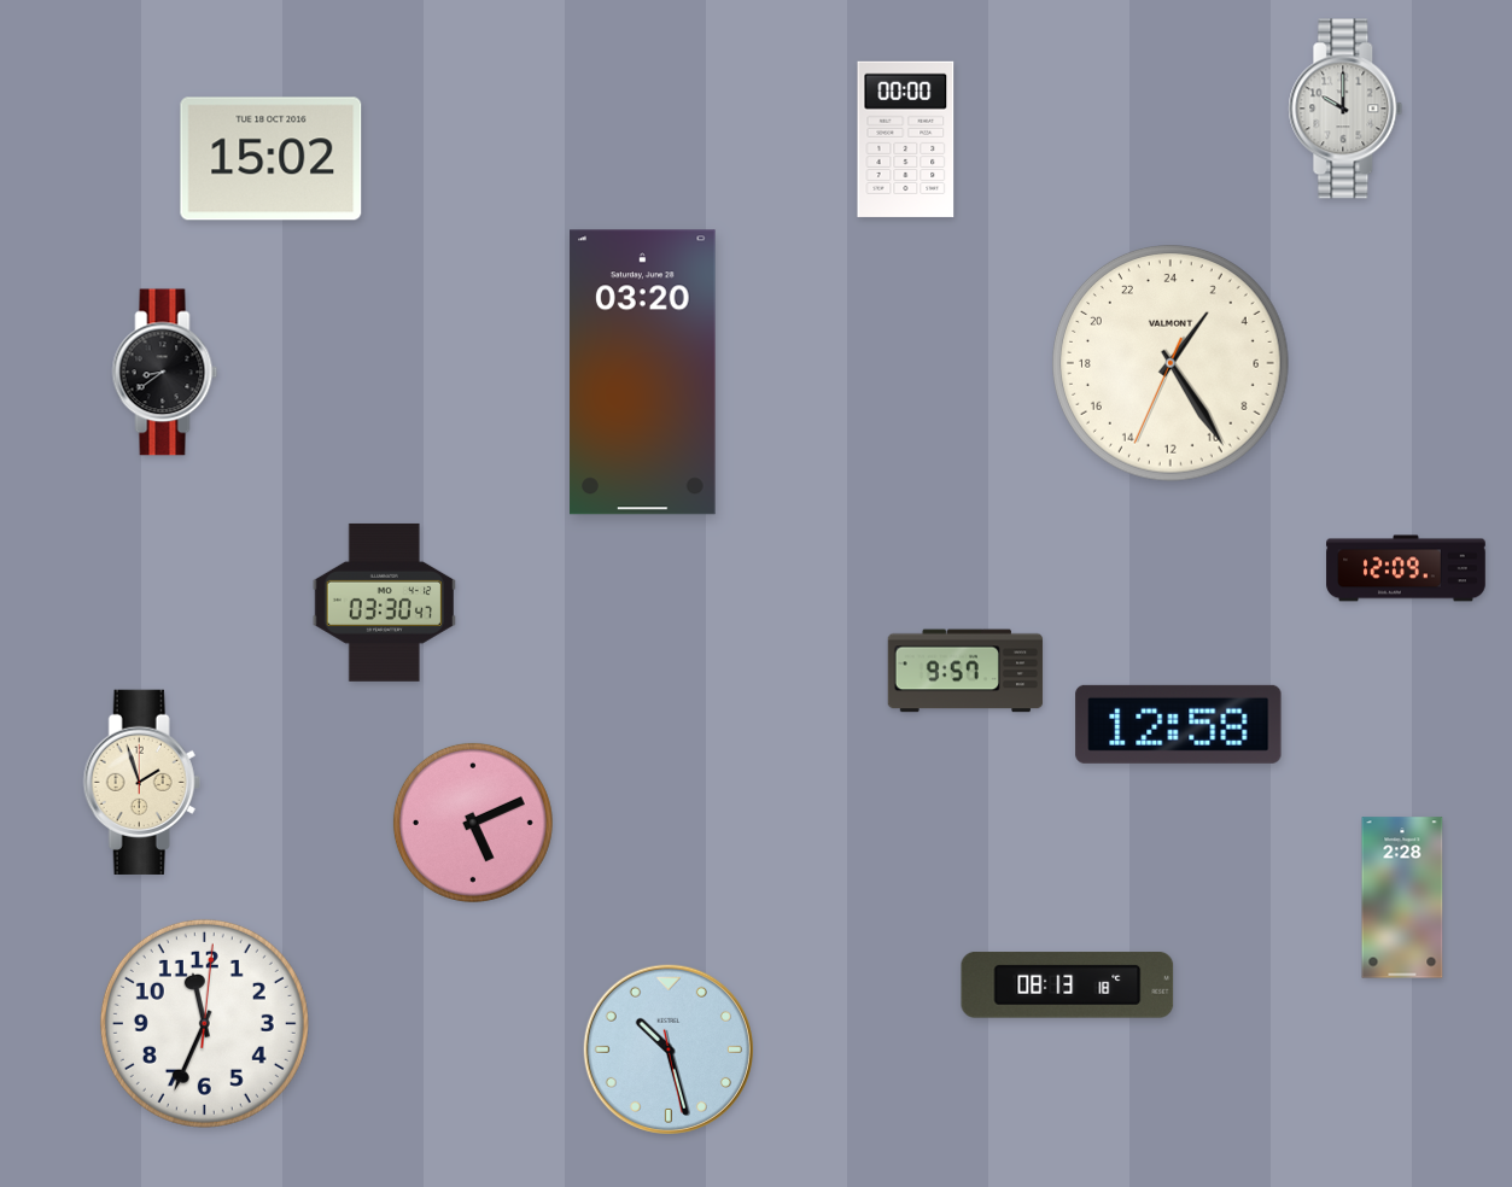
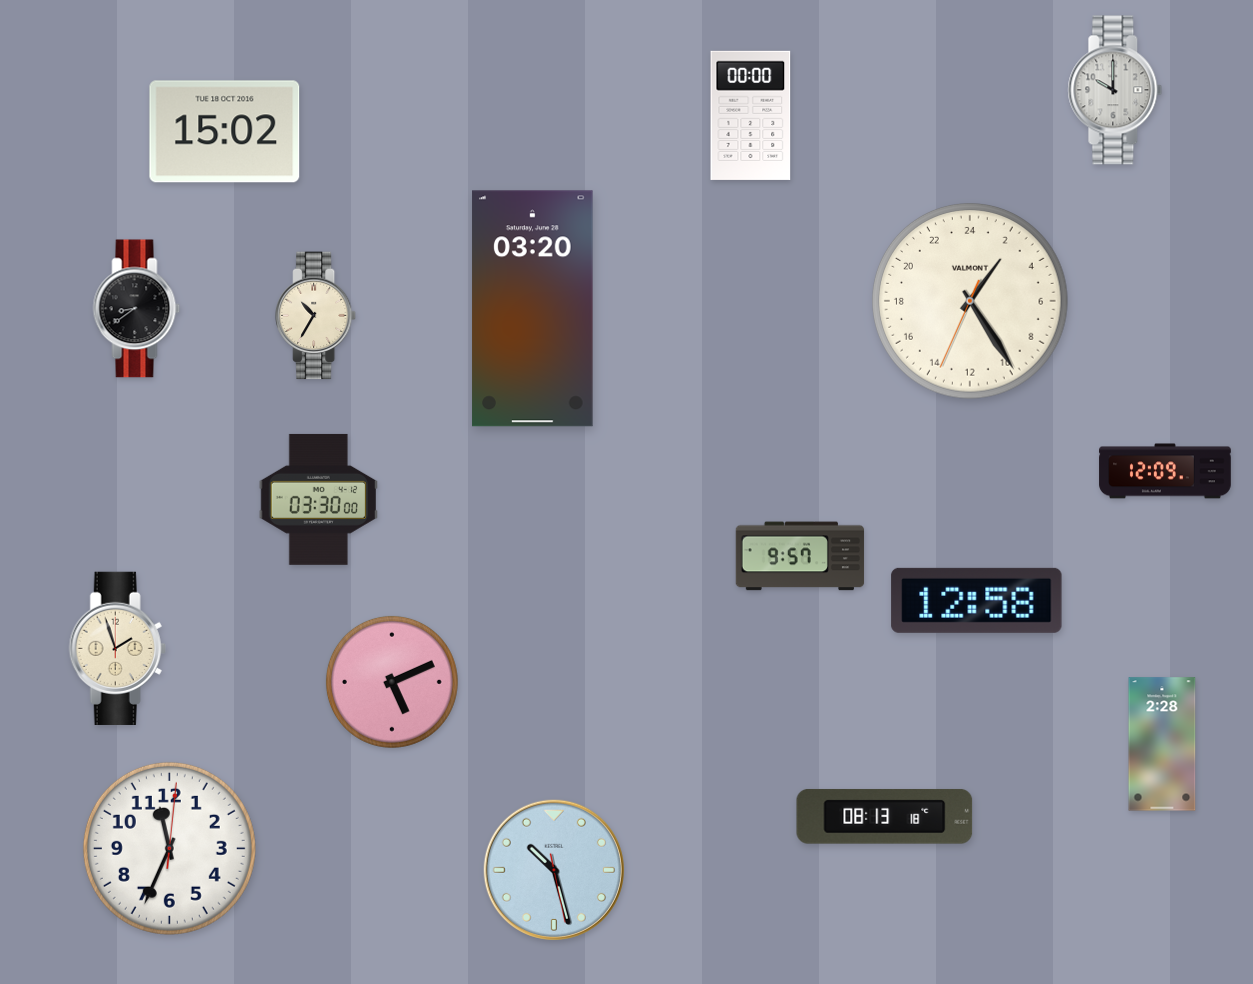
clock at (317, 316): none -> 10:35
clock at (384, 602): 03:30:47 -> 03:30:00
